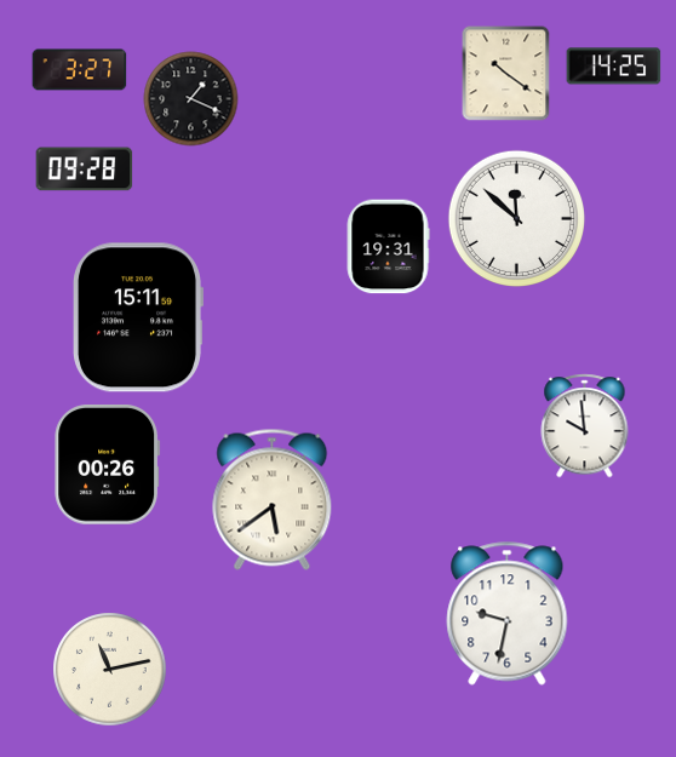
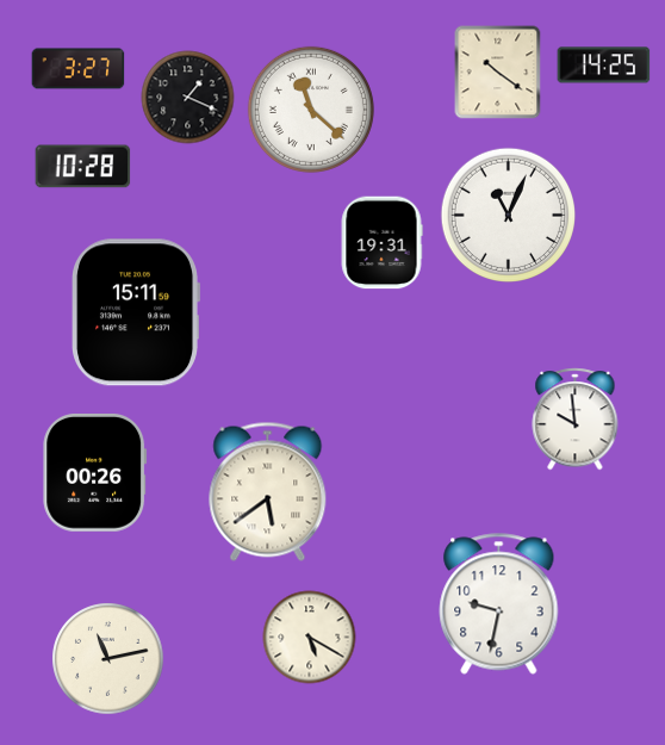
clock at (311, 110): none -> 11:22
clock at (84, 170): 09:28 -> 10:28
clock at (516, 218): 11:52 -> 11:04
clock at (108, 465) position: (108, 465) -> (95, 473)
clock at (309, 637): none -> 5:20
